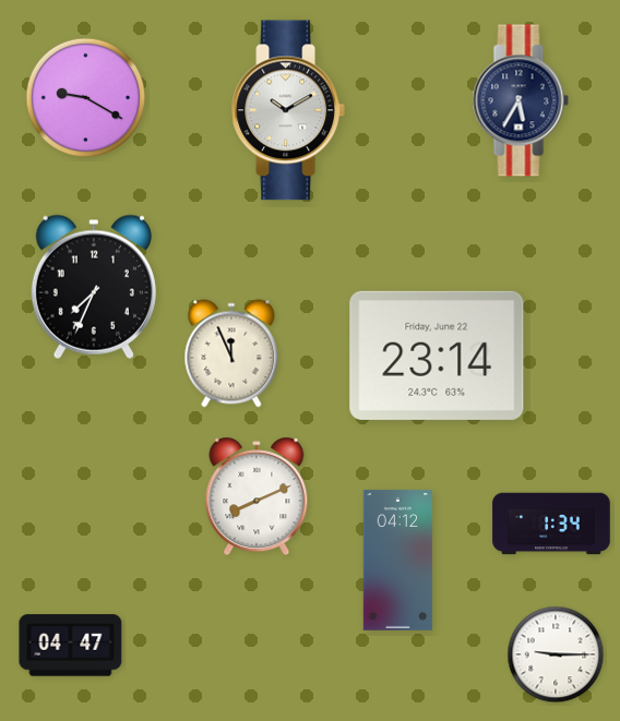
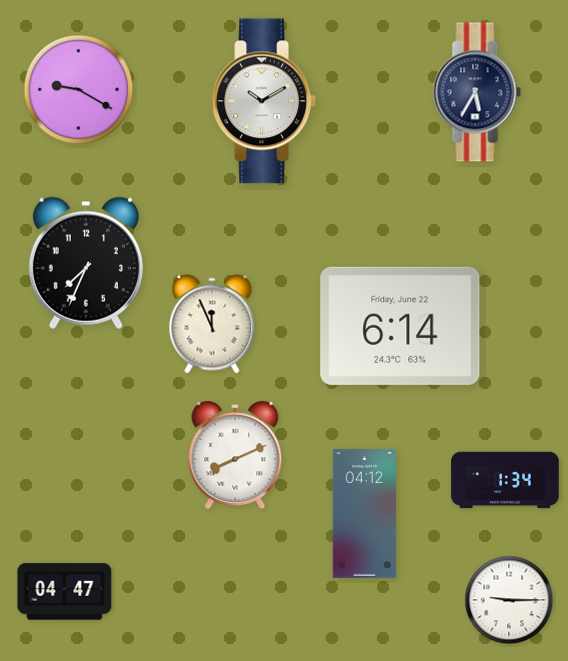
clock at (437, 356): 23:14 -> 6:14
